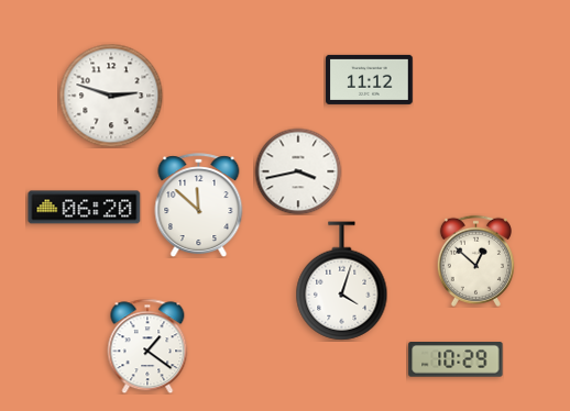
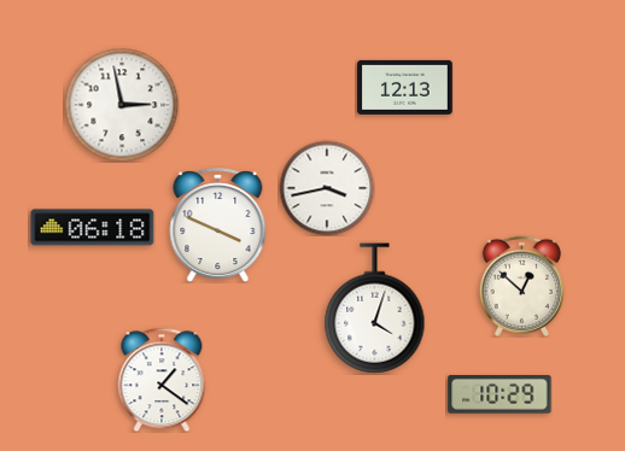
clock at (370, 79): 11:12 -> 12:13
clock at (111, 96): 2:48 -> 2:58
clock at (199, 204): 11:52 -> 3:49
clock at (85, 208): 06:20 -> 06:18
